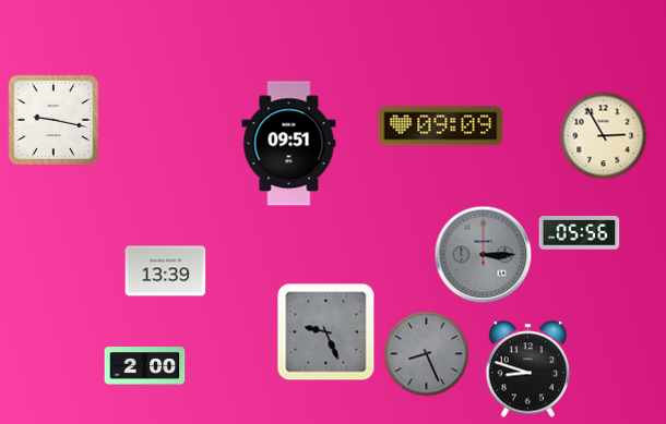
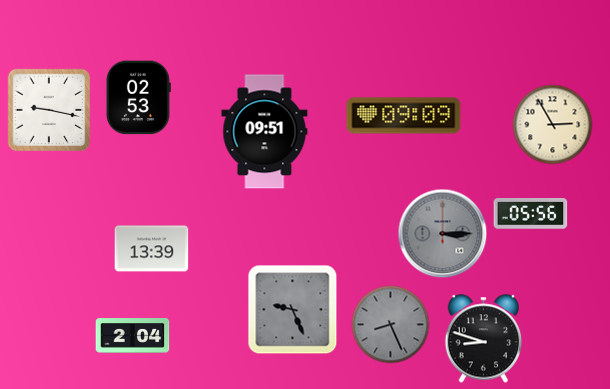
clock at (139, 98): none -> 02:53
clock at (326, 332) position: (326, 332) -> (293, 310)
clock at (145, 366): 2:00 -> 2:04
